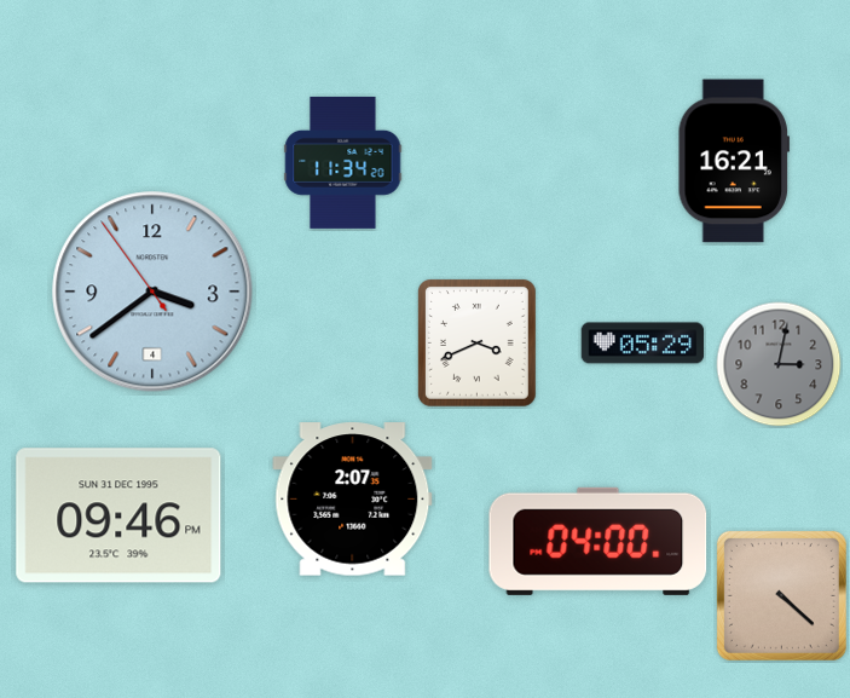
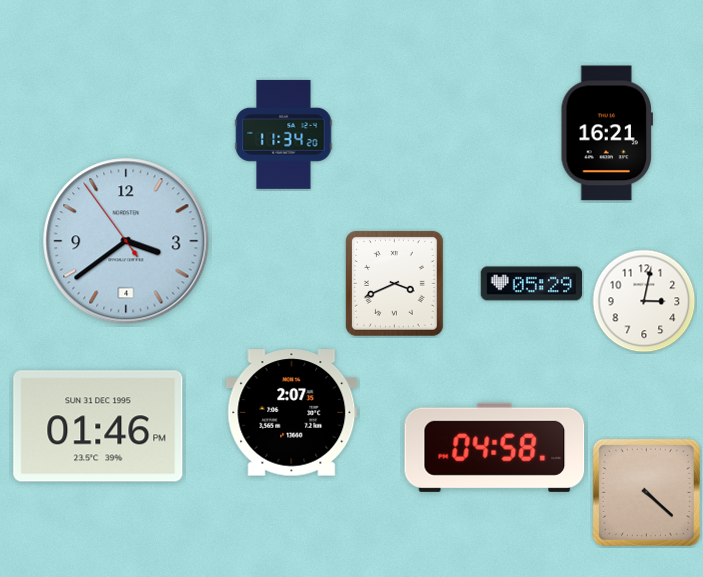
clock at (779, 364) dial: grey -> white
clock at (118, 515): 09:46 -> 01:46
clock at (599, 541): 04:00 -> 04:58
